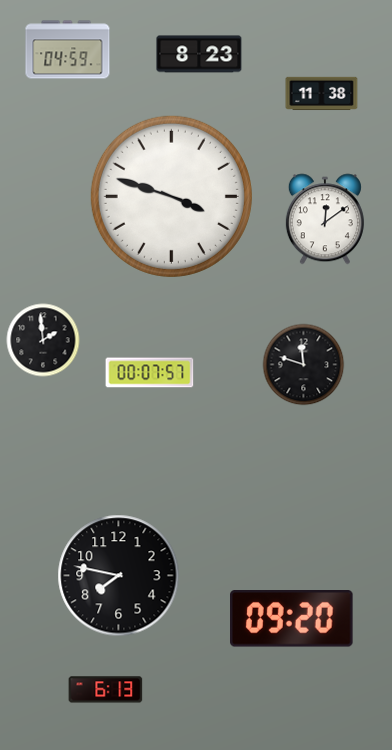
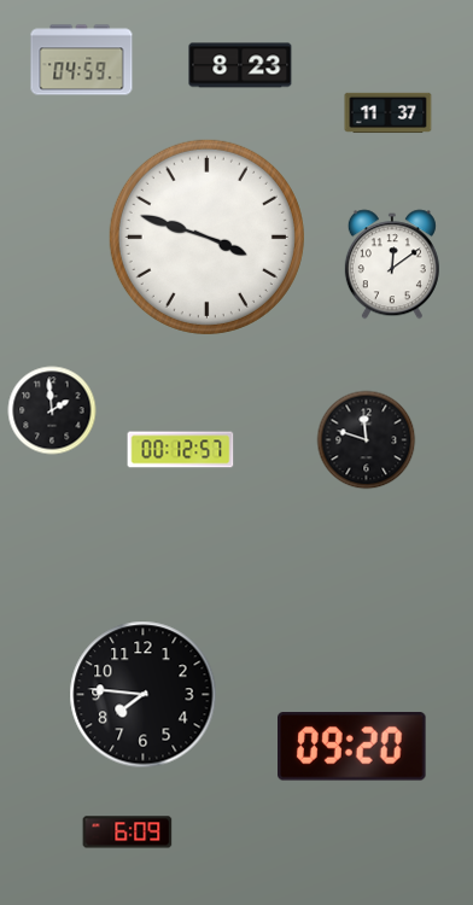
clock at (322, 94): 11:38 -> 11:37
clock at (150, 373): 00:07 -> 00:12
clock at (119, 576): 7:47 -> 7:46
clock at (106, 690): 6:13 -> 6:09
